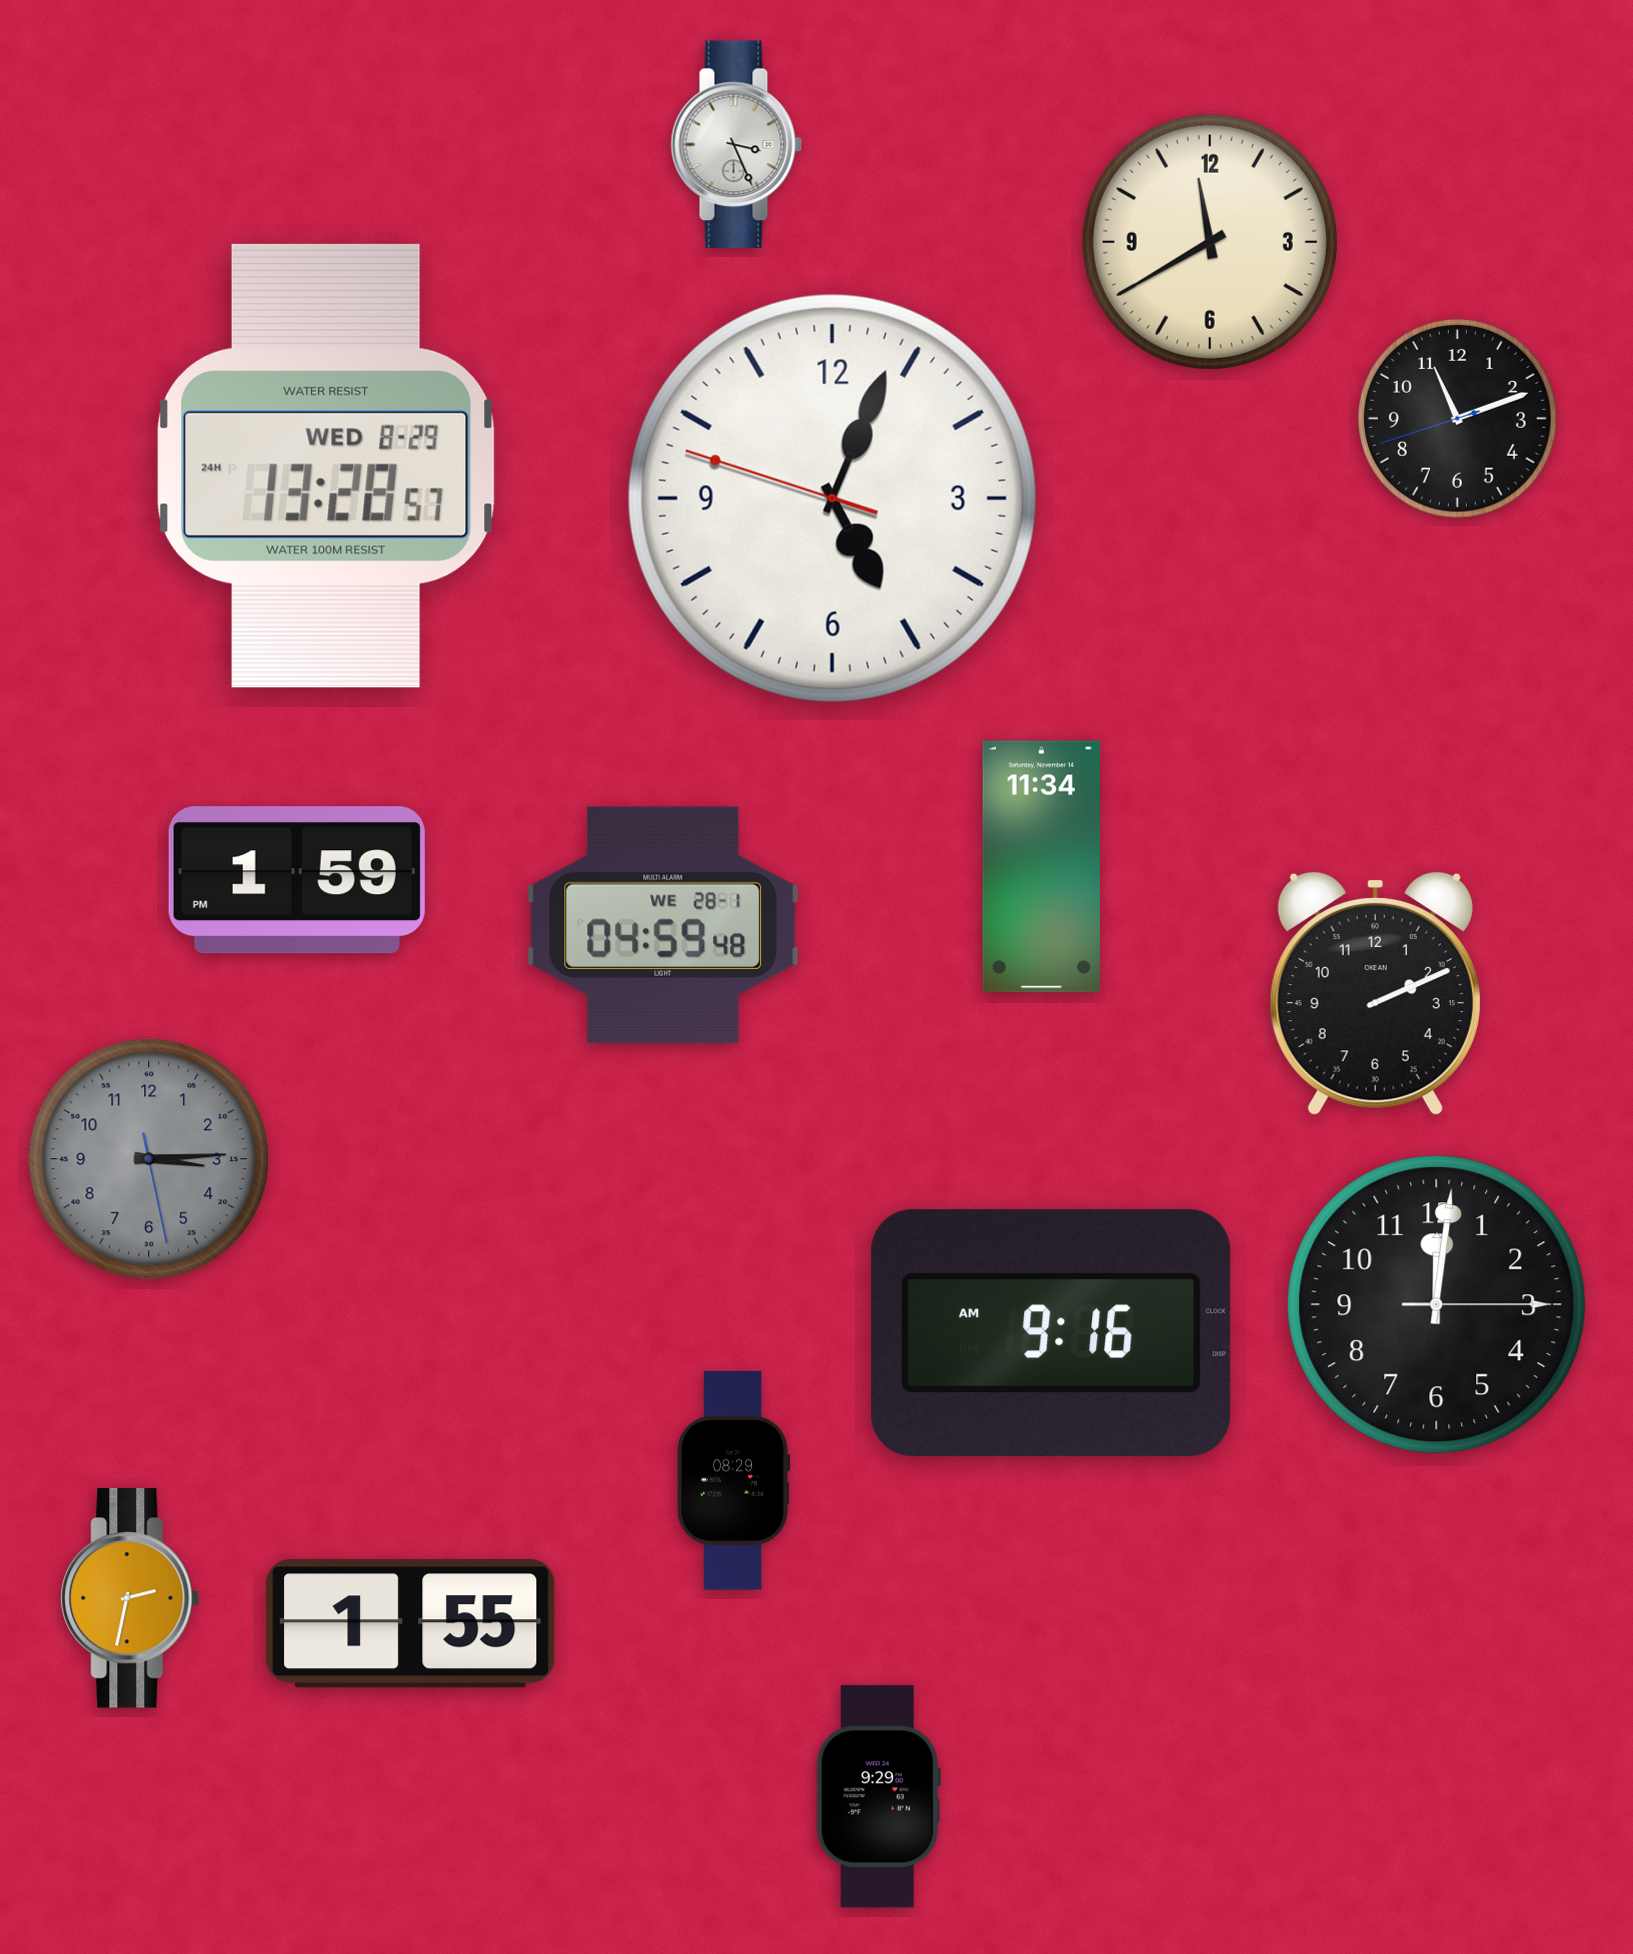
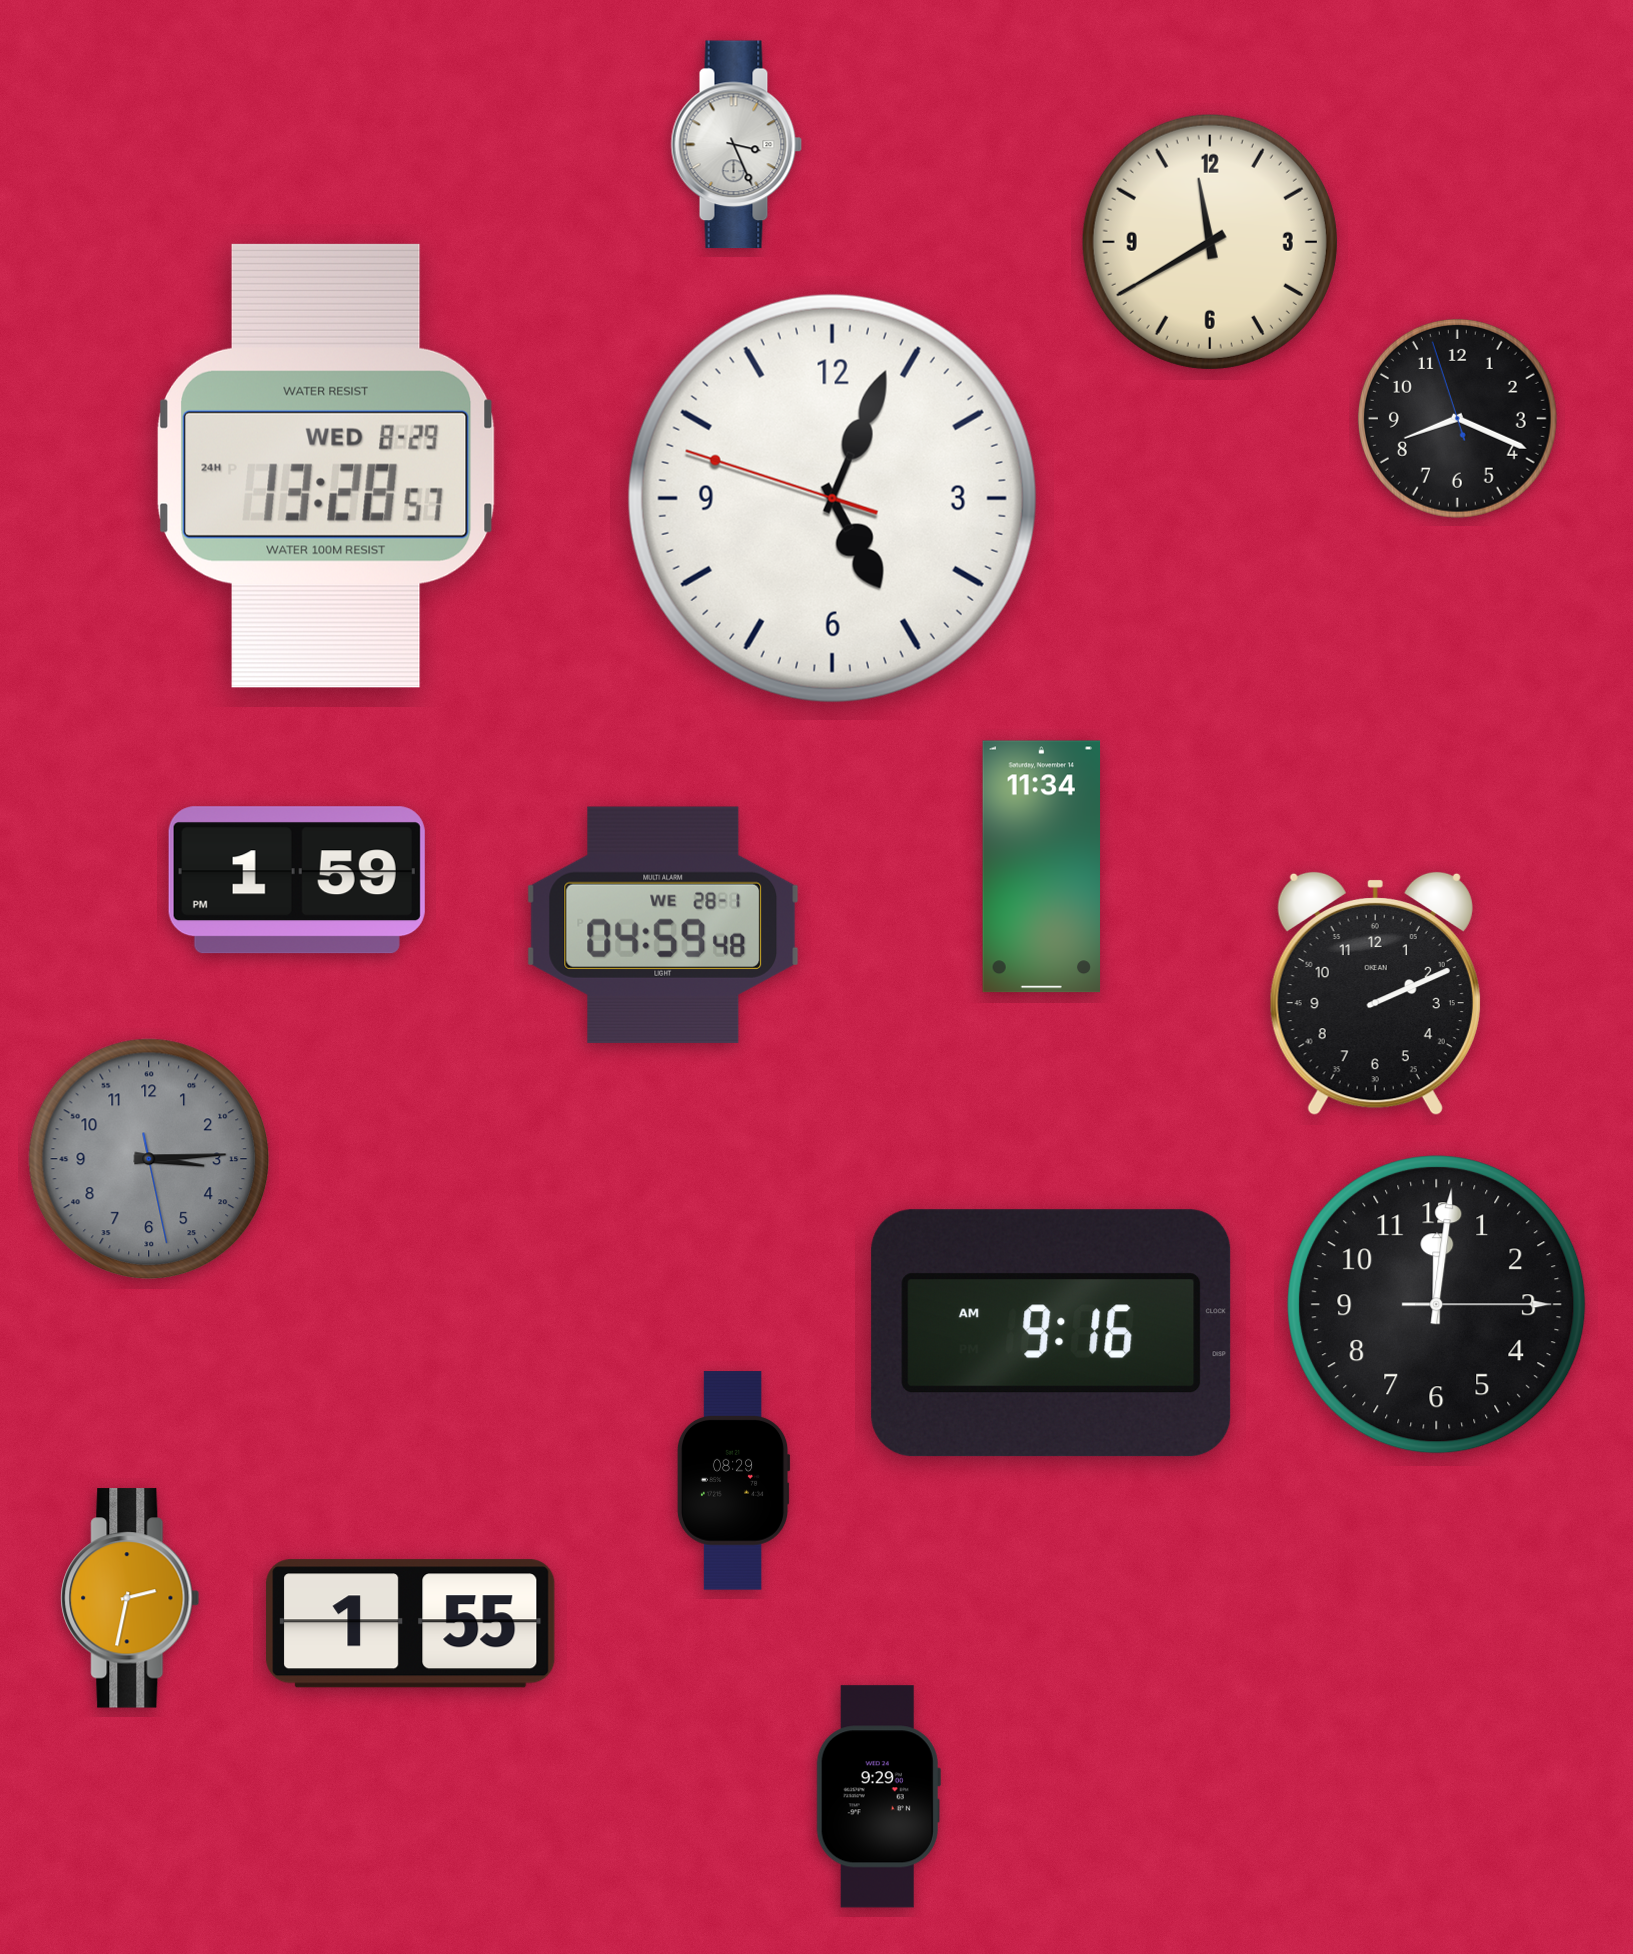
clock at (1457, 418): 11:11 -> 8:18
